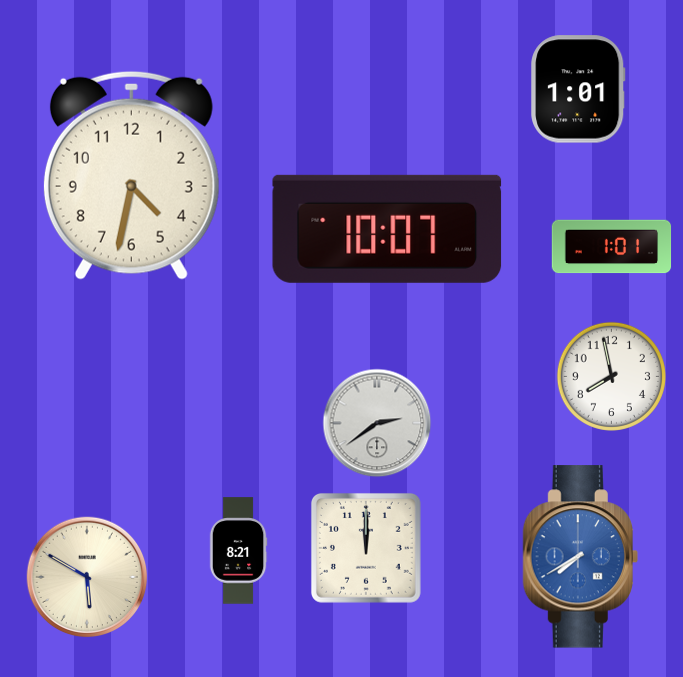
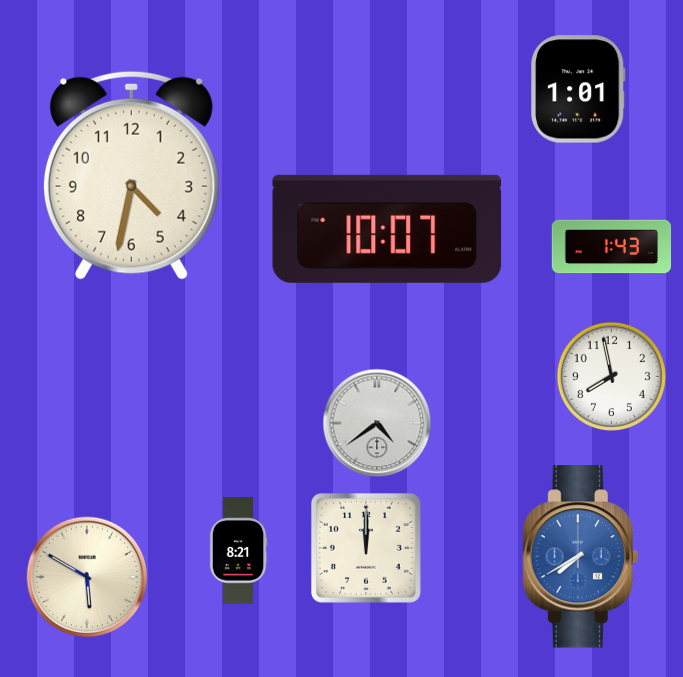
clock at (612, 247): 1:01 -> 1:43
clock at (377, 423): 2:39 -> 4:39
